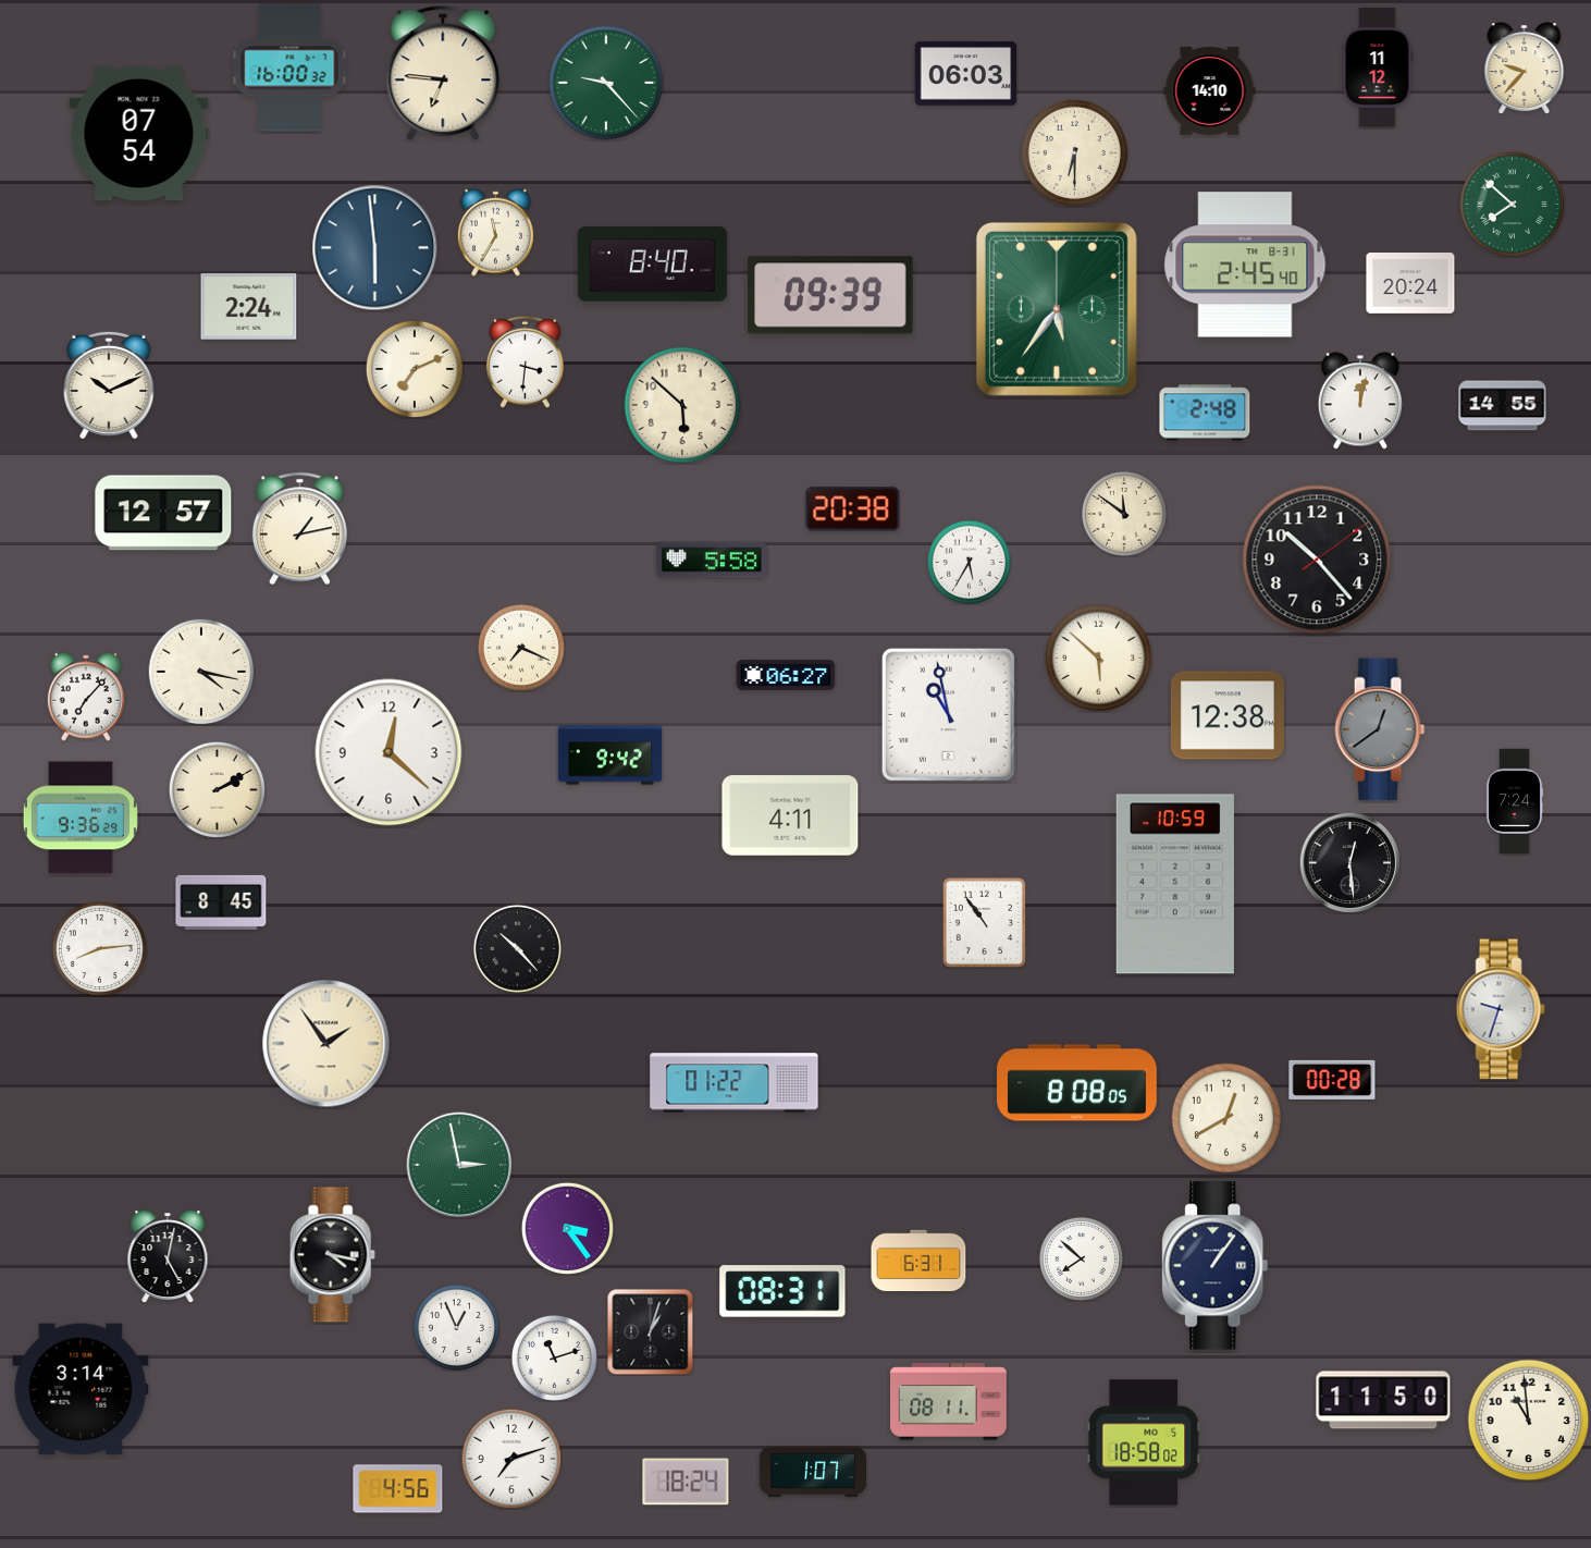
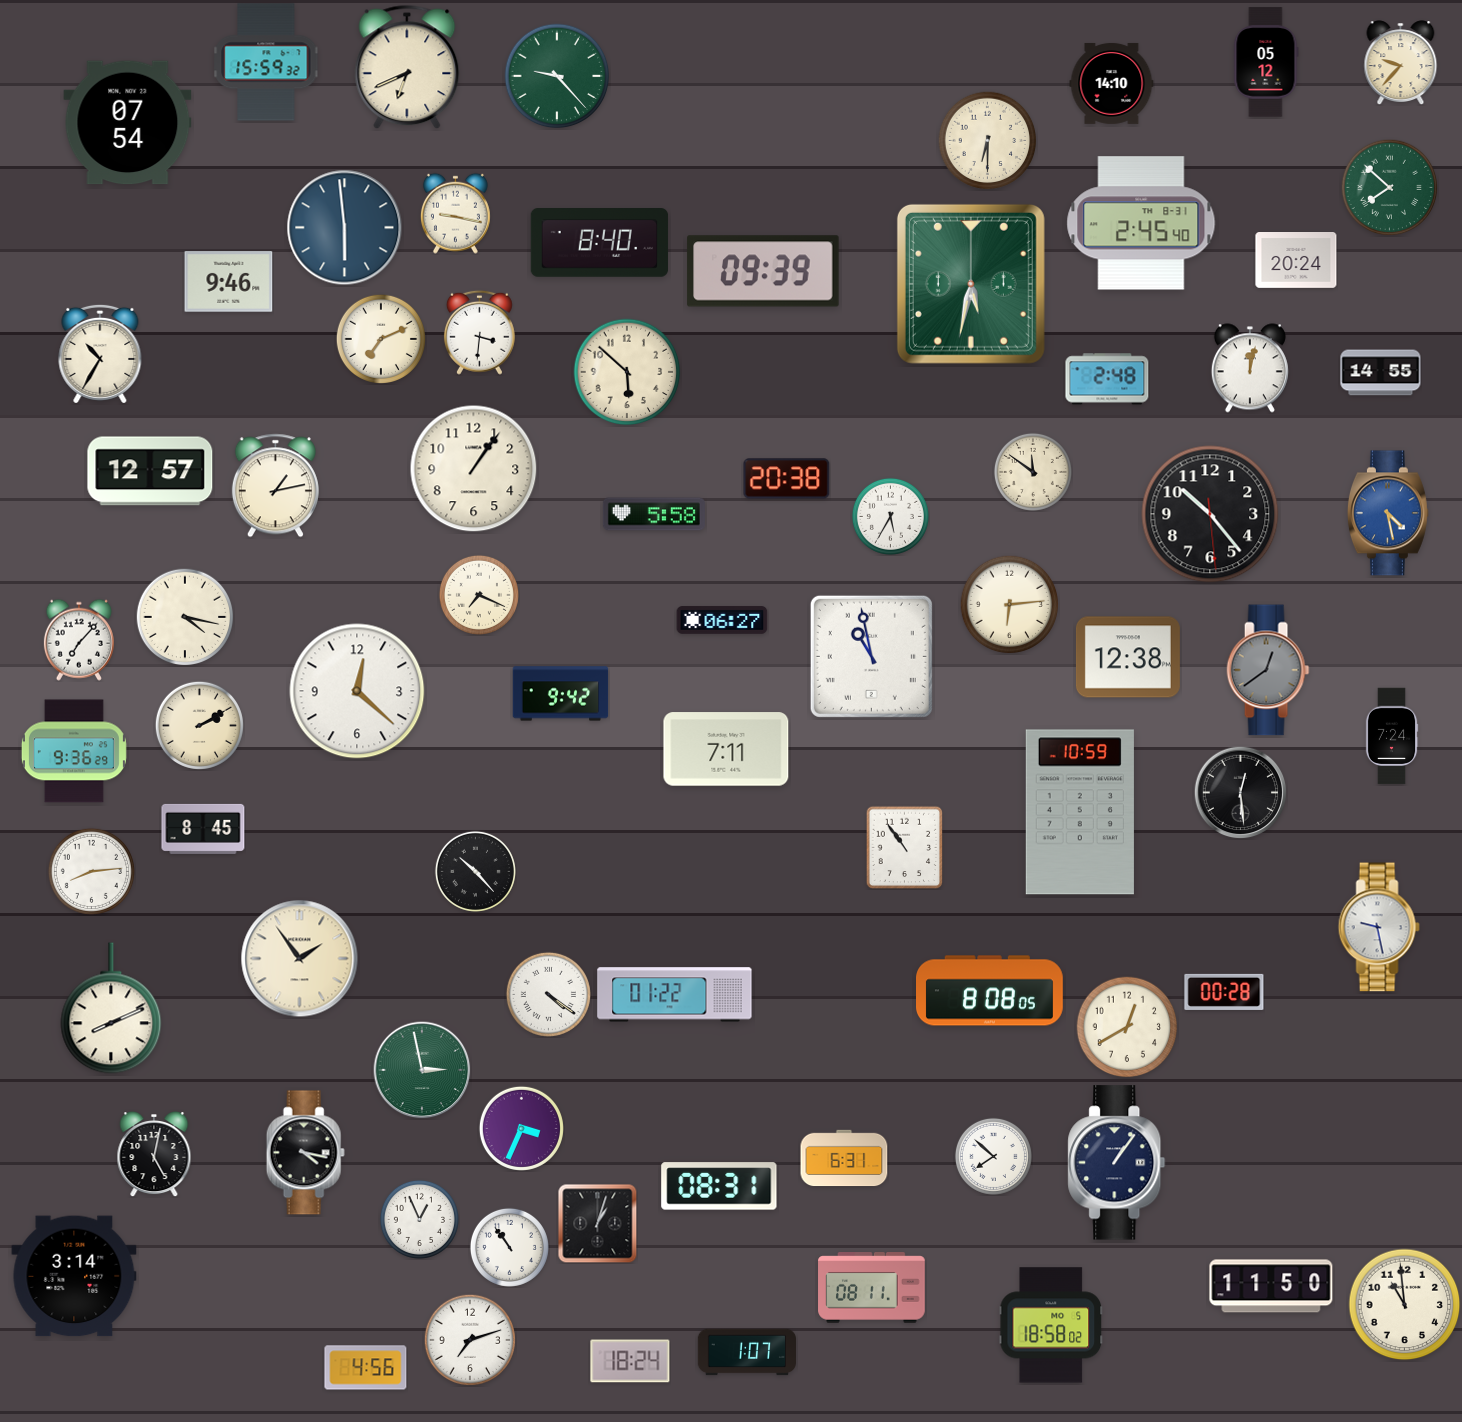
clock at (289, 67): 16:00 -> 15:59
clock at (1378, 67): 11:12 -> 05:12
clock at (443, 73): 6:46 -> 6:41
clock at (966, 74): 06:03 -> none
clock at (495, 232): 11:35 -> 9:17
clock at (1245, 265) position: (1245, 265) -> (1141, 223)
clock at (249, 307): 2:24 -> 9:46
clock at (1057, 309): 5:36 -> 5:32
clock at (525, 361) position: (525, 361) -> (479, 332)
clock at (109, 385): 10:11 -> 10:35
clock at (853, 509) position: (853, 509) -> (787, 479)
clock at (474, 469): none -> 1:06
clock at (1388, 513): none -> 4:28
clock at (1317, 560): 10:23:09 -> 10:23:29
clock at (1099, 659): 5:52 -> 6:14
clock at (790, 815): 4:11 -> 7:11
clock at (1501, 1009): 9:33 -> 9:28
clock at (548, 994): none -> 4:21
clock at (1077, 1083) position: (1077, 1083) -> (990, 991)
clock at (111, 1008): none -> 8:11
clock at (567, 1228): 3:24 -> 3:34
clock at (554, 1357): 11:12 -> 10:54
